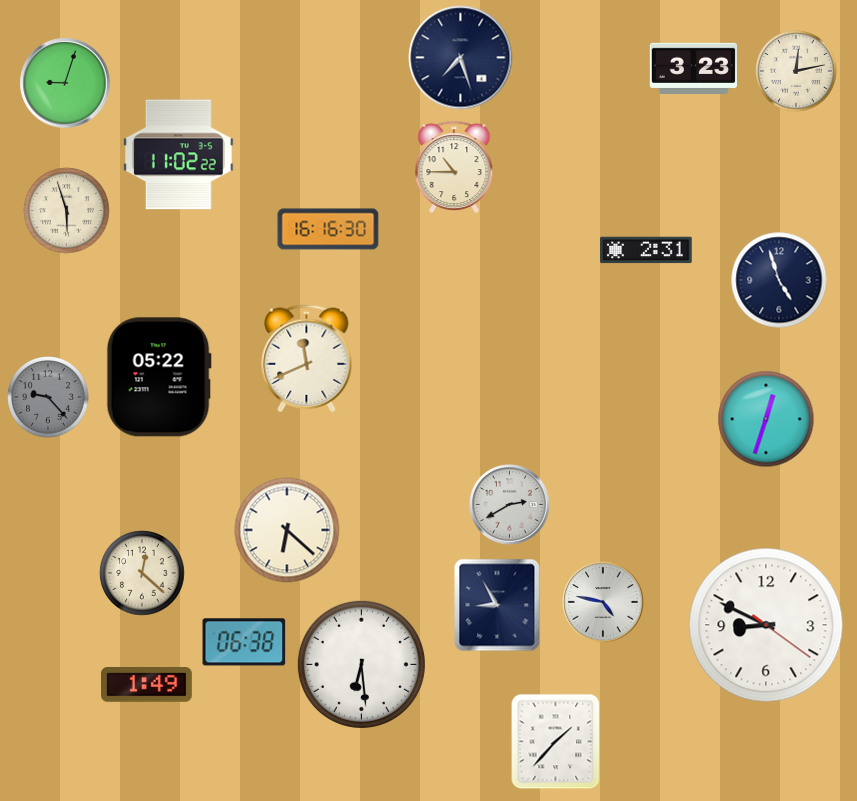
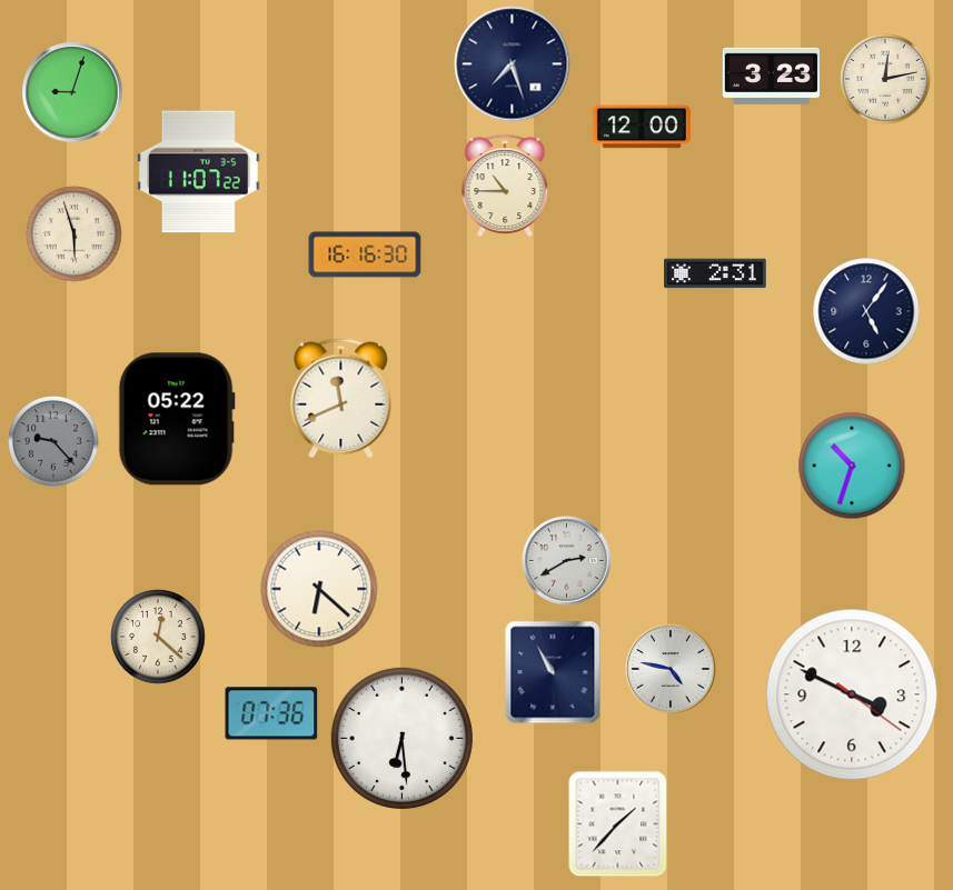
clock at (642, 127): none -> 12:00
clock at (178, 155): 11:02 -> 11:07
clock at (646, 250) position: (646, 250) -> (715, 273)
clock at (779, 280): 4:57 -> 5:06
clock at (766, 419): 12:33 -> 10:33
clock at (497, 605): 8:55 -> 10:55
clock at (766, 625): 8:49 -> 3:49
clock at (244, 642): 06:38 -> 07:36
clock at (147, 685): 1:49 -> none
